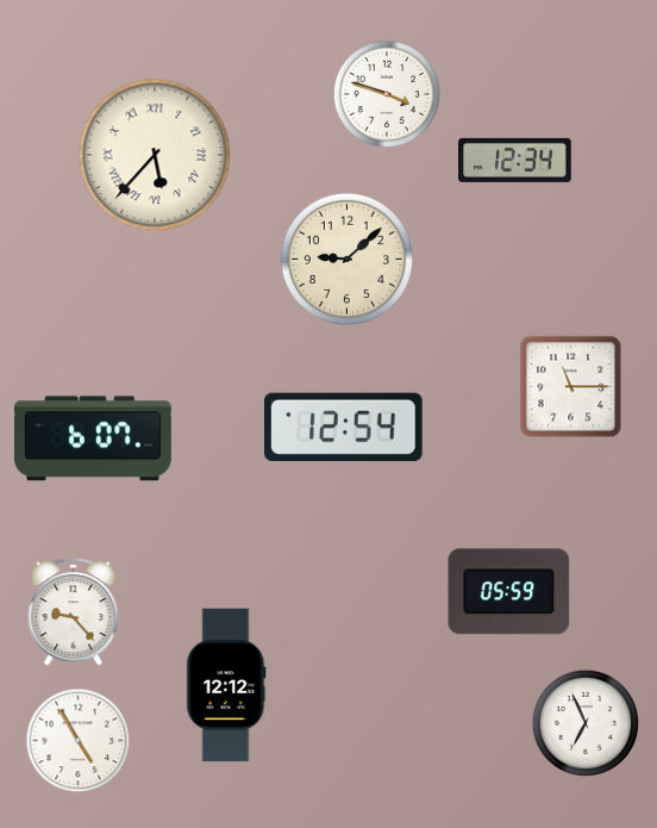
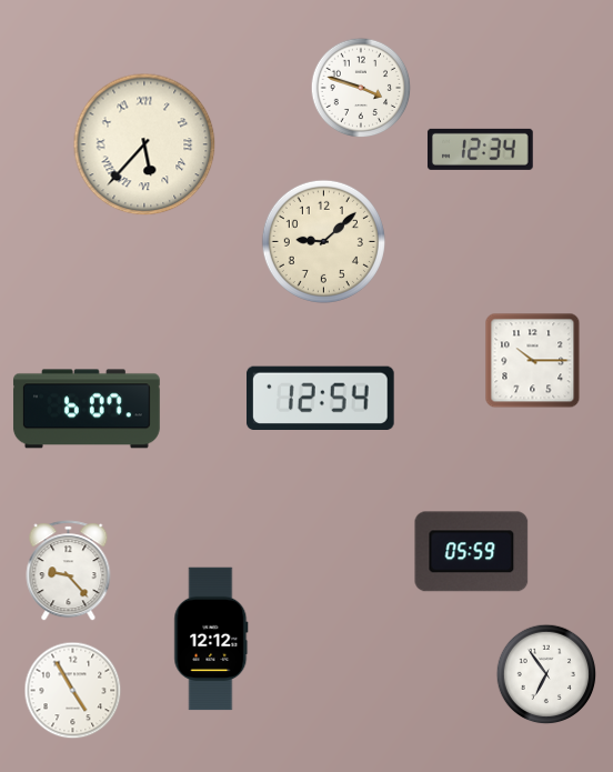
clock at (571, 387): 11:15 -> 10:15
clock at (509, 592) position: (509, 592) -> (472, 552)
clock at (586, 723): 6:56 -> 6:54
